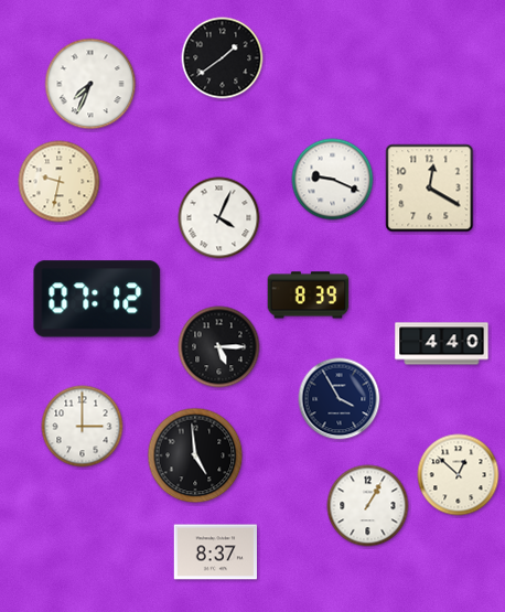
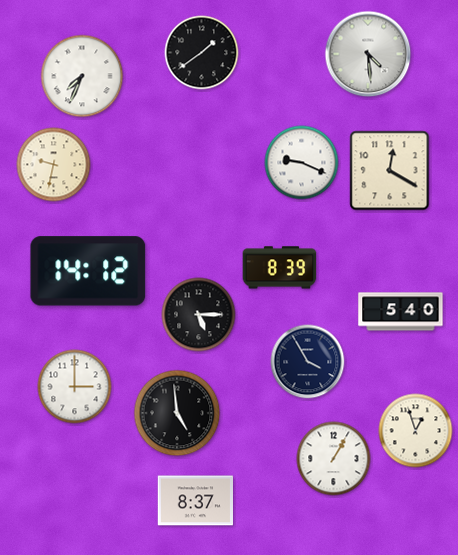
clock at (368, 54): none -> 4:29
clock at (219, 218): 4:04 -> none
clock at (97, 299): 07:12 -> 14:12
clock at (442, 344): 4:40 -> 5:40
clock at (459, 475): 12:52 -> 12:57
